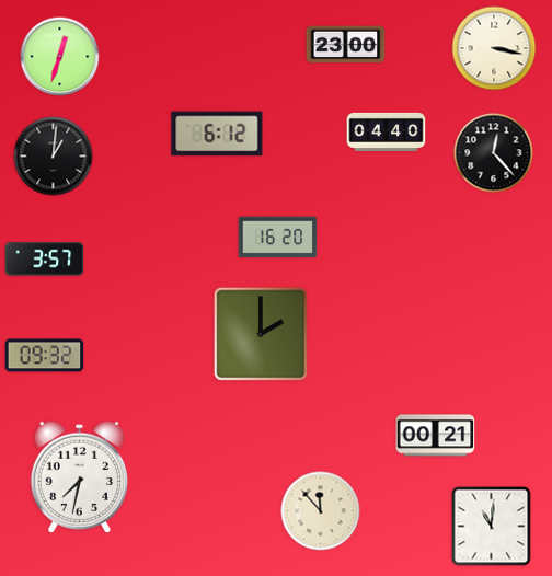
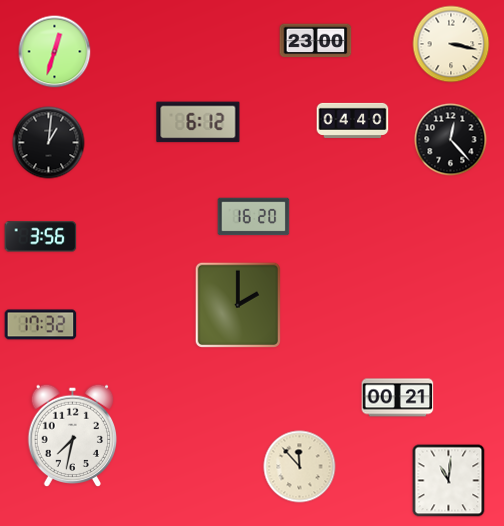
clock at (45, 260): 3:57 -> 3:56
clock at (45, 356): 09:32 -> 17:32
clock at (321, 511) position: (321, 511) -> (300, 467)
